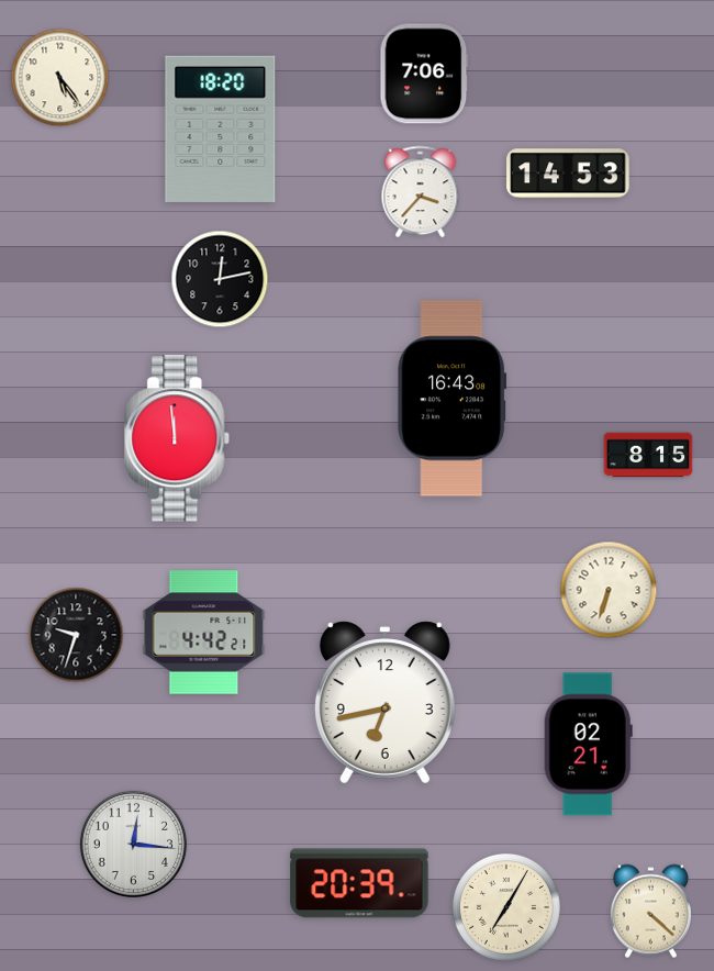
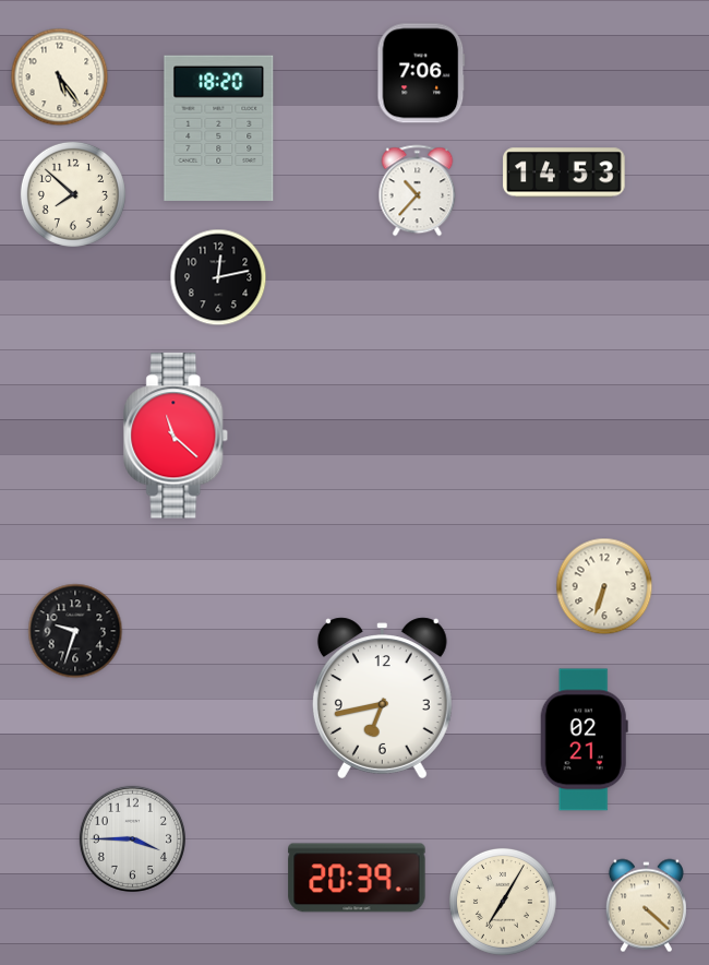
clock at (421, 192): 3:37 -> 10:37
clock at (73, 194): none -> 7:52
clock at (453, 399): 16:43 -> none
clock at (178, 438): 11:59 -> 11:22
clock at (648, 455): 8:15 -> none
clock at (204, 633): 4:42 -> none
clock at (133, 844): 12:16 -> 3:45
